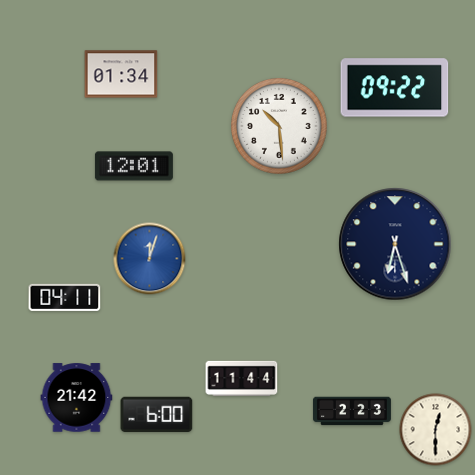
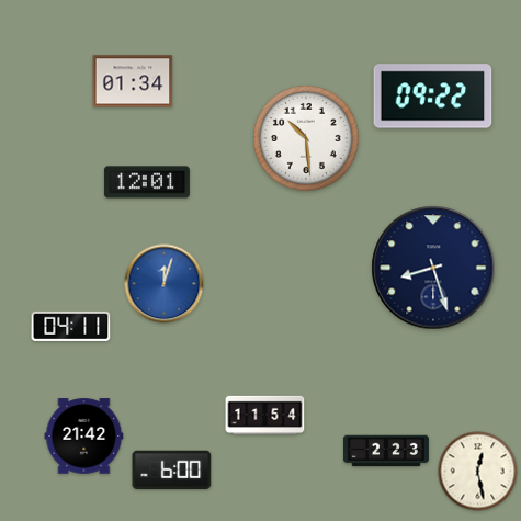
clock at (395, 244): 6:27 -> 8:27
clock at (242, 378): 11:44 -> 11:54
clock at (157, 415) position: (157, 415) -> (172, 471)
clock at (436, 430): 12:30 -> 12:28
